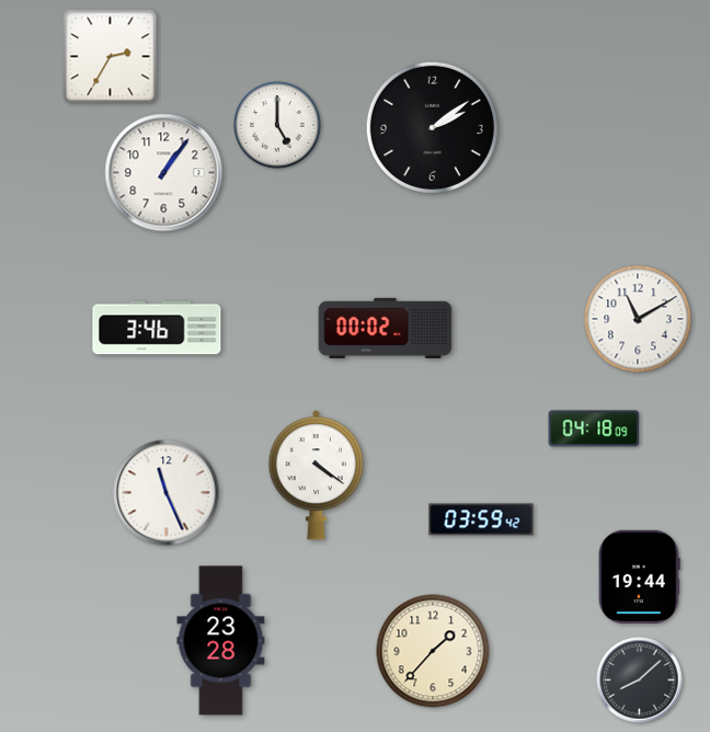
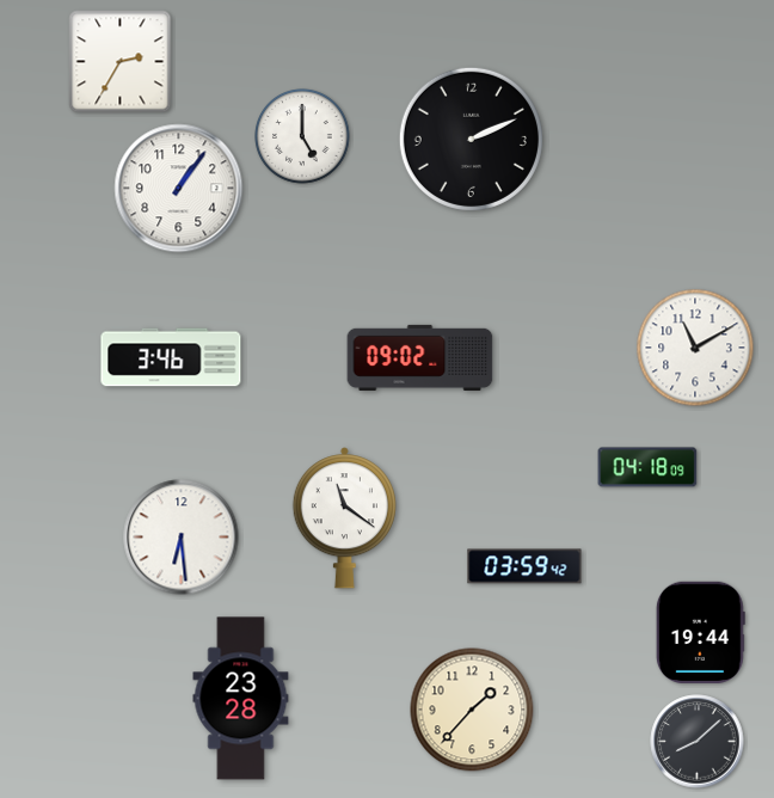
clock at (432, 127): 2:09 -> 2:11
clock at (386, 328): 00:02 -> 09:02
clock at (316, 476): 4:21 -> 11:21
clock at (167, 493): 11:26 -> 6:29
clock at (639, 576) position: (639, 576) -> (700, 632)
